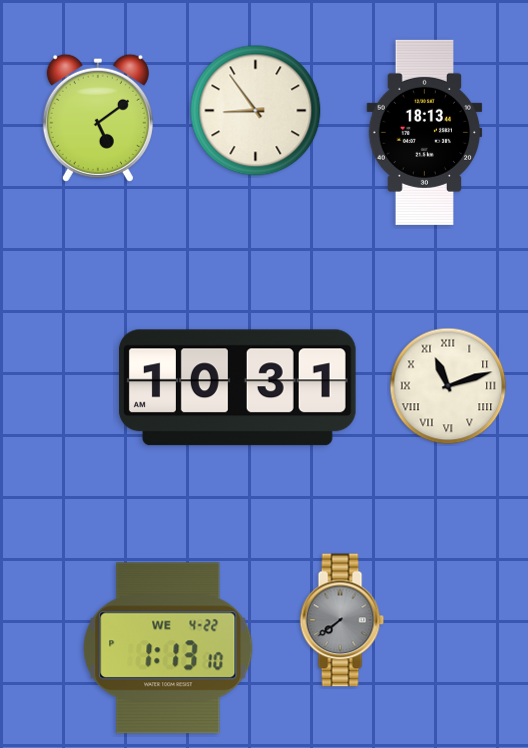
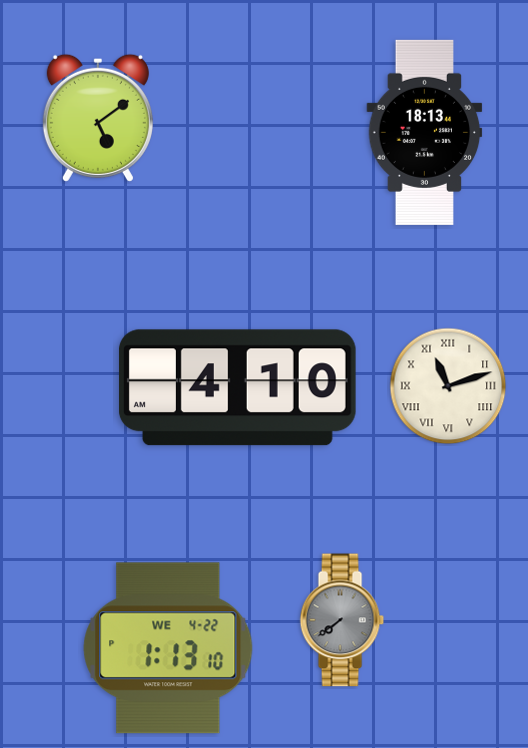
clock at (256, 111): 8:54 -> none
clock at (237, 388): 10:31 -> 4:10
